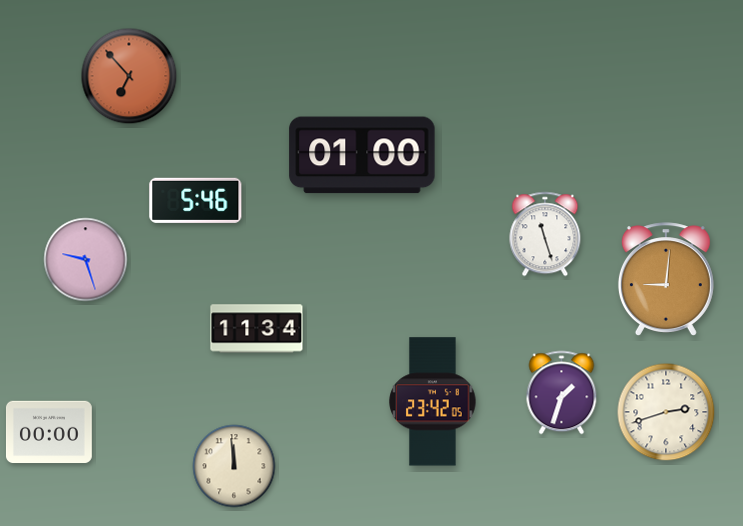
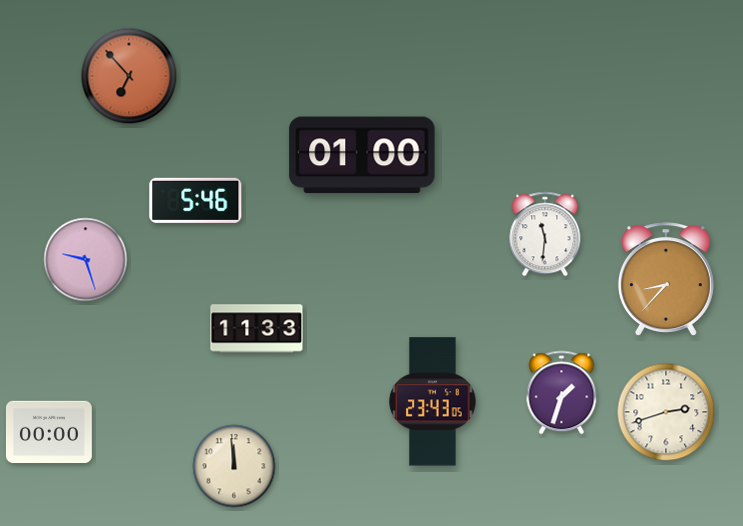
clock at (545, 234): 11:27 -> 11:31
clock at (666, 279): 9:01 -> 8:37
clock at (257, 329): 11:34 -> 11:33
clock at (433, 402): 23:42 -> 23:43
